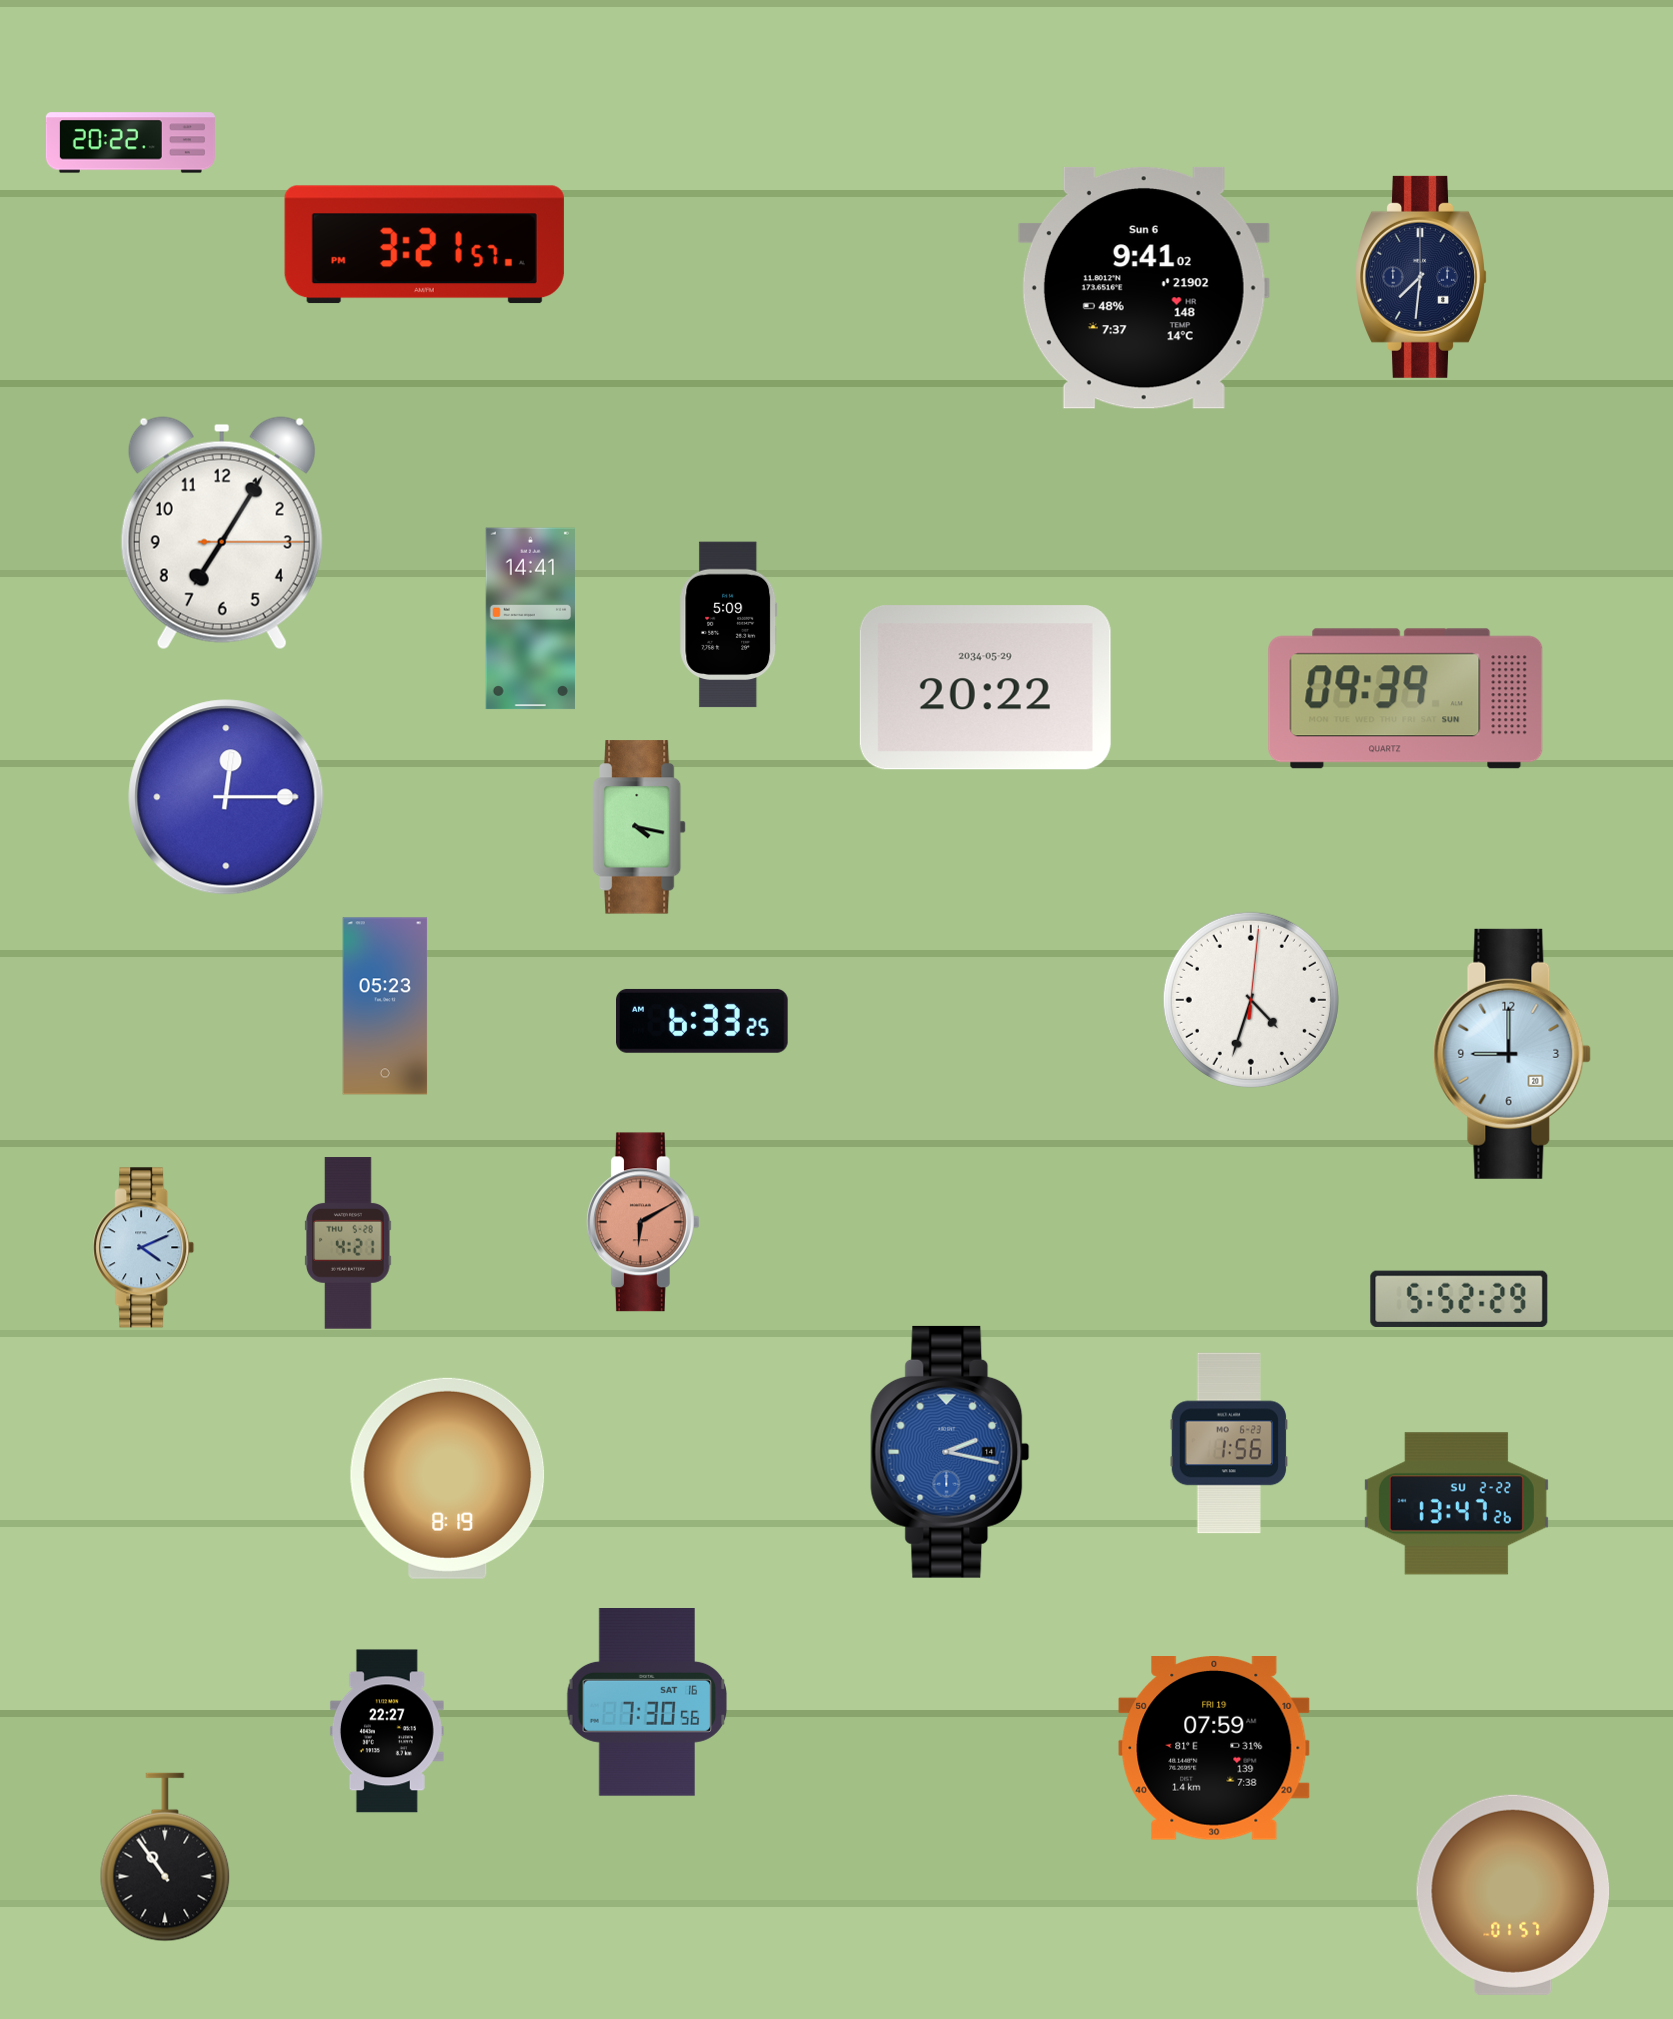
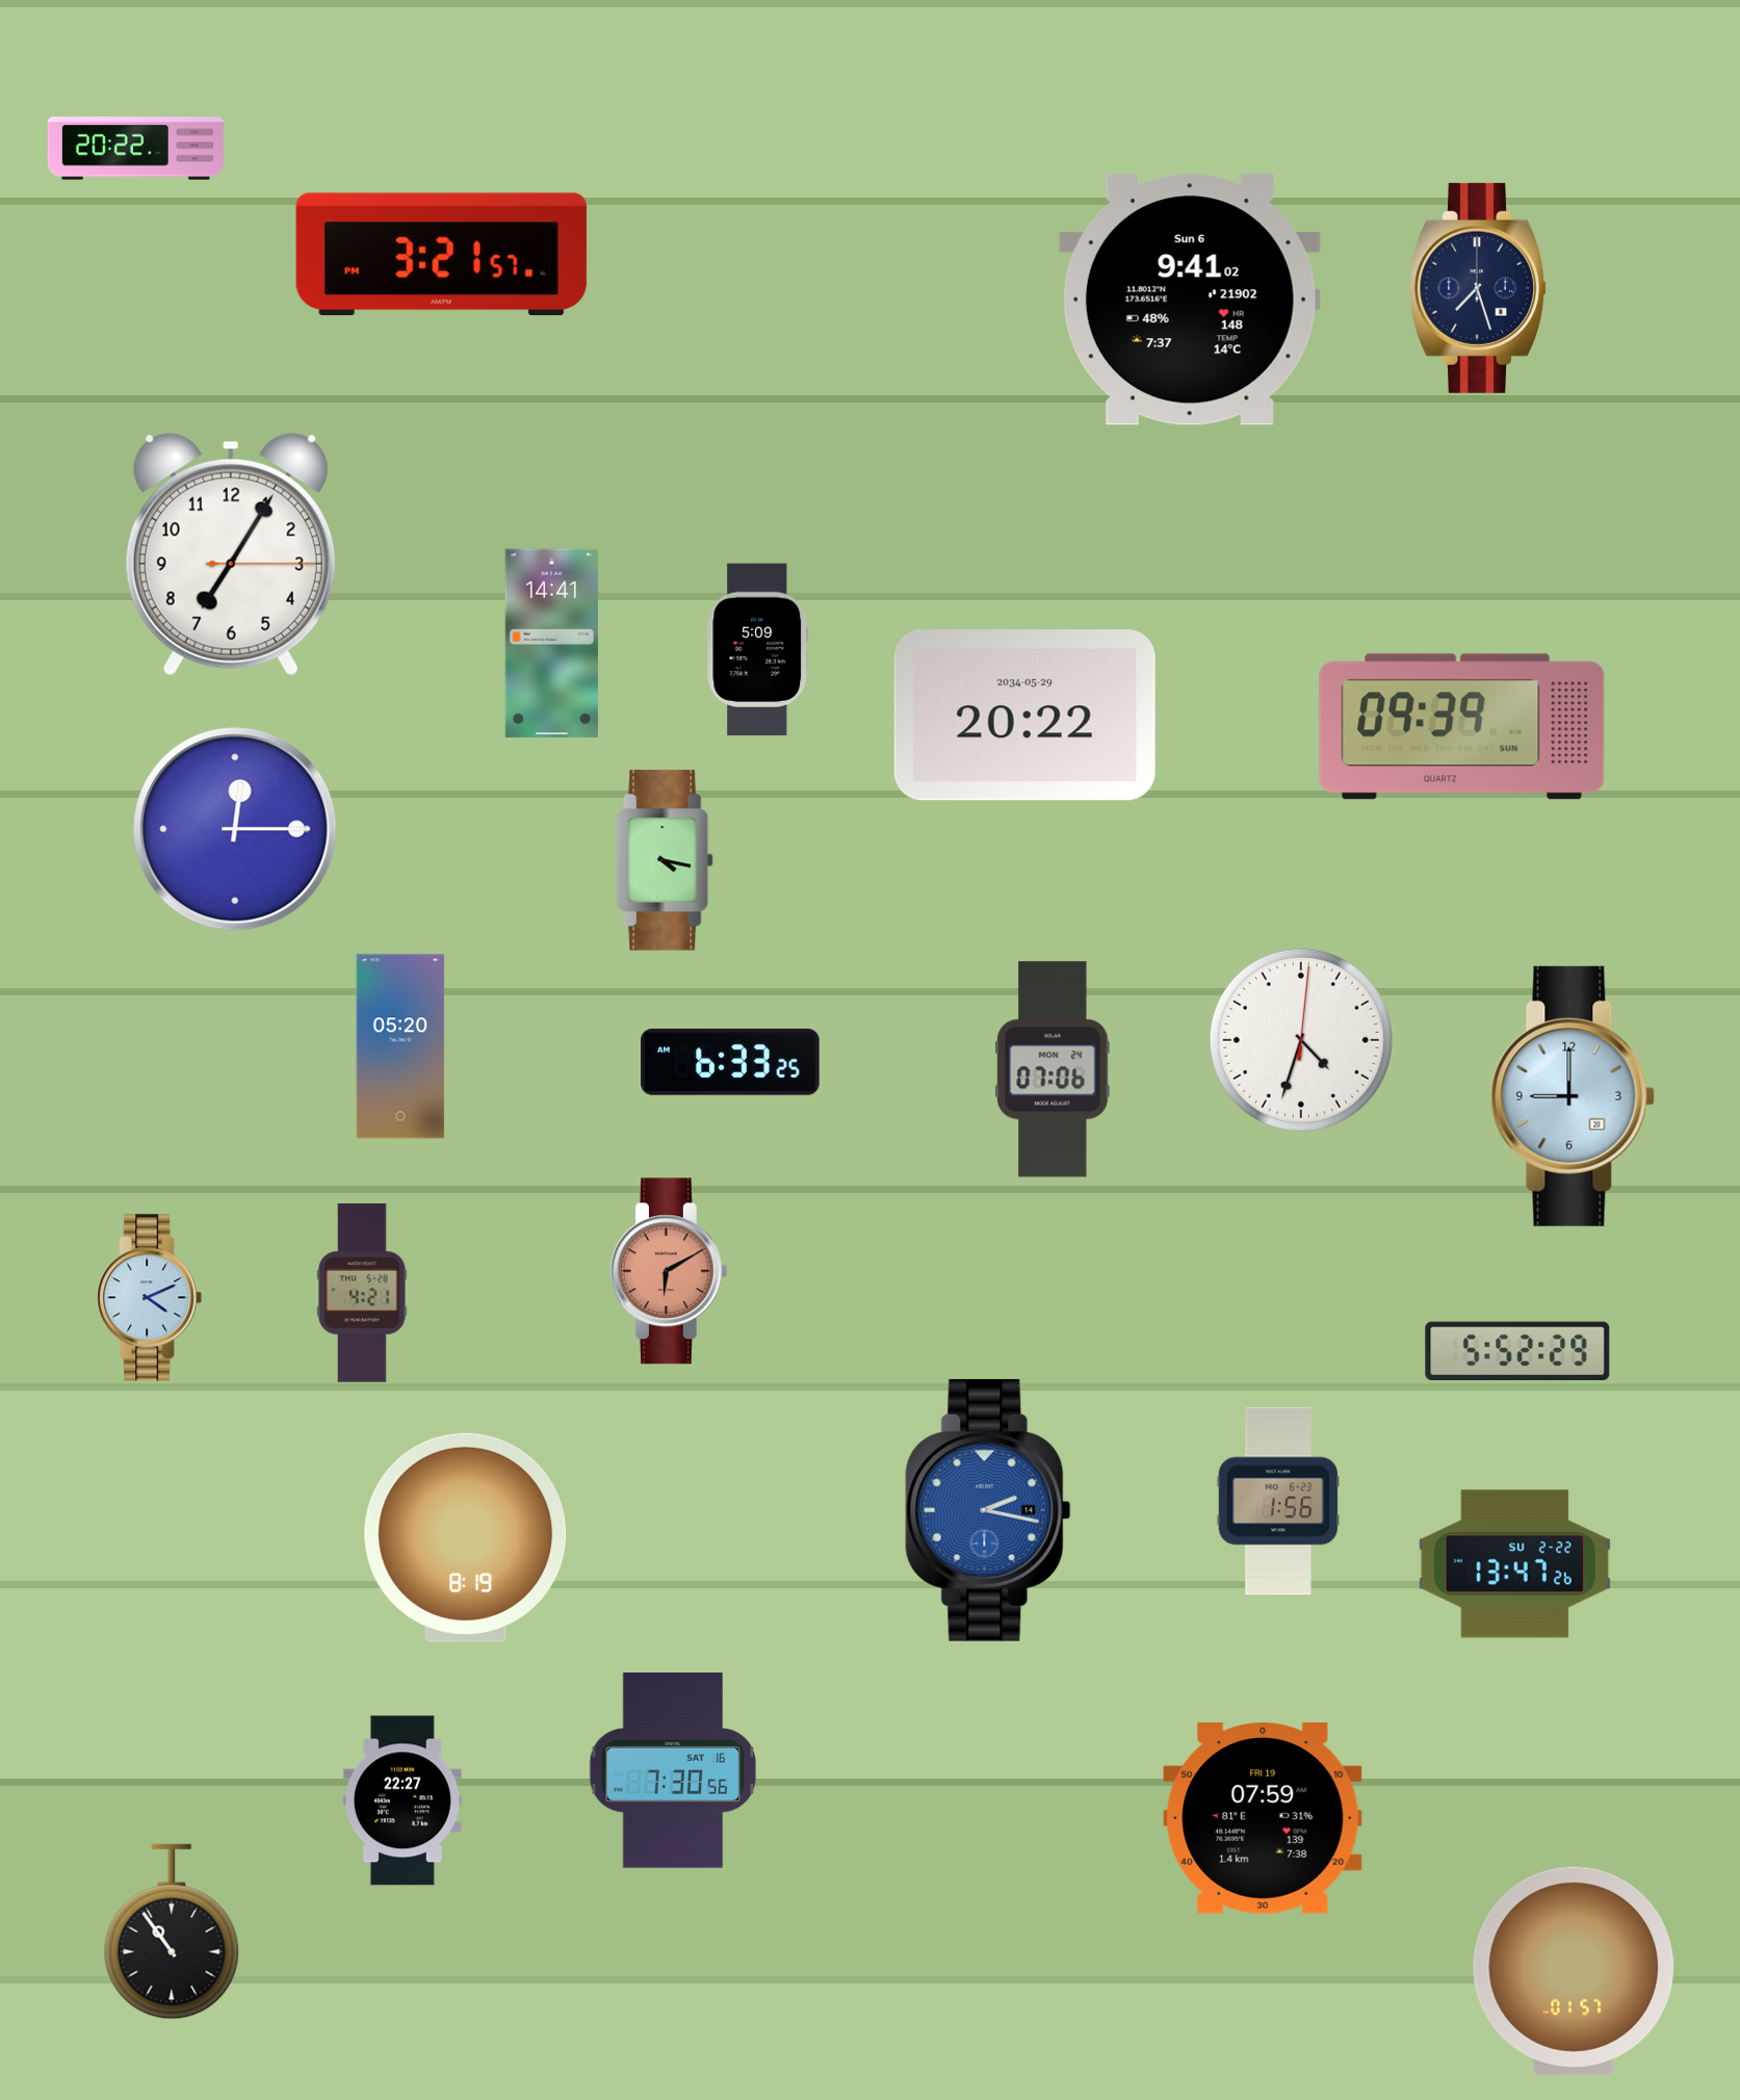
clock at (1421, 277): 7:31 -> 7:27
clock at (385, 1006): 05:23 -> 05:20
clock at (1053, 1069): none -> 07:06
